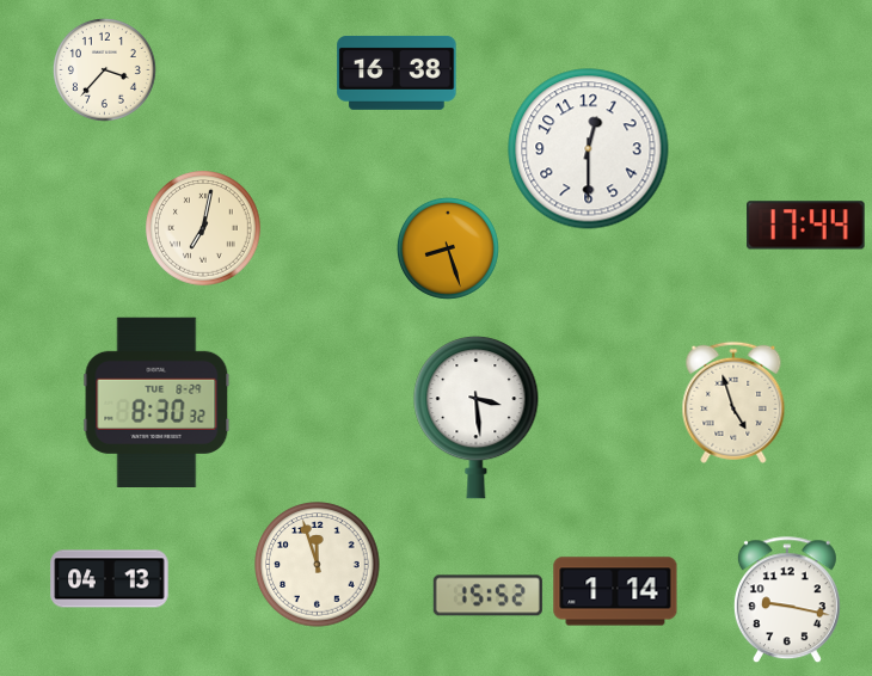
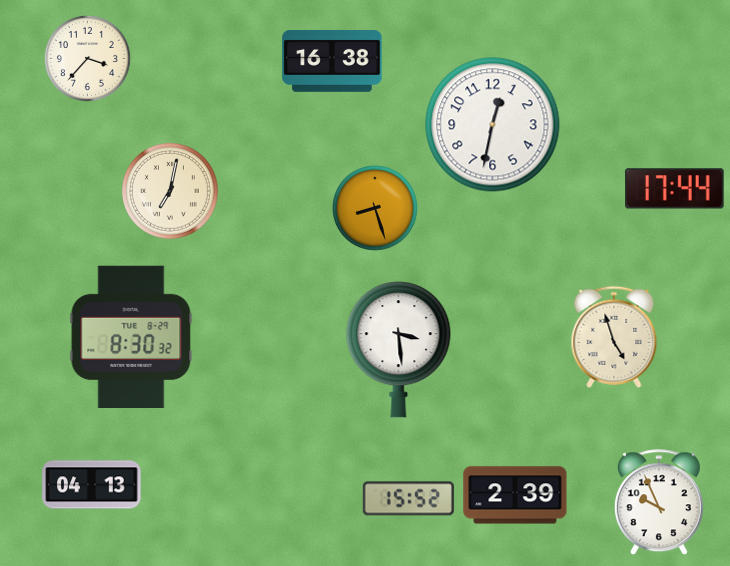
clock at (589, 149): 12:30 -> 12:32
clock at (318, 565): 11:57 -> none
clock at (615, 591): 1:14 -> 2:39
clock at (787, 601): 9:17 -> 9:56
